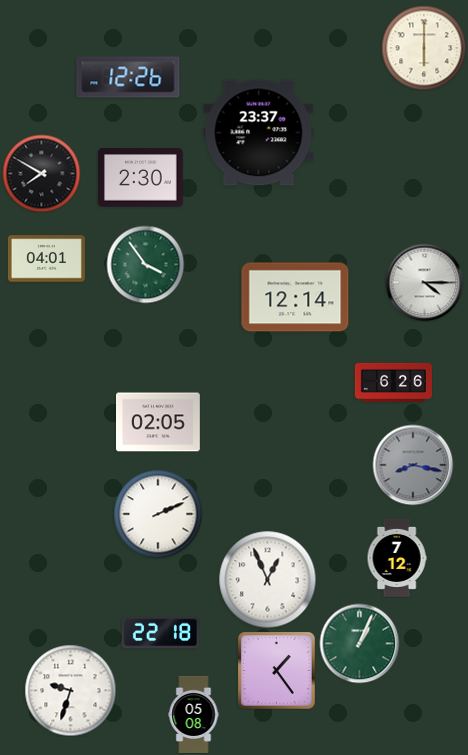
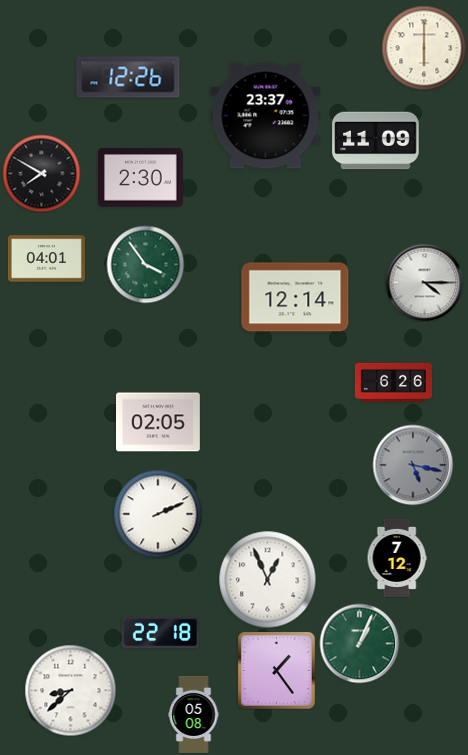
clock at (259, 133) position: (259, 133) -> (266, 116)
clock at (376, 141): none -> 11:09
clock at (413, 465): 8:17 -> 5:17
clock at (70, 690): 9:33 -> 8:38
